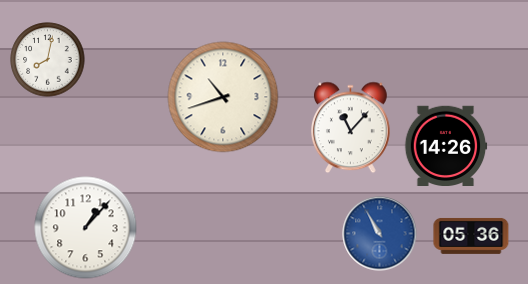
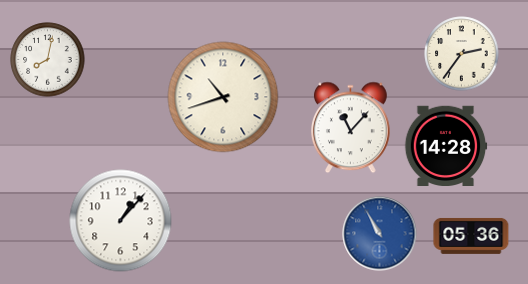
clock at (462, 54): none -> 2:36
clock at (446, 145): 14:26 -> 14:28
clock at (86, 228) position: (86, 228) -> (121, 221)
